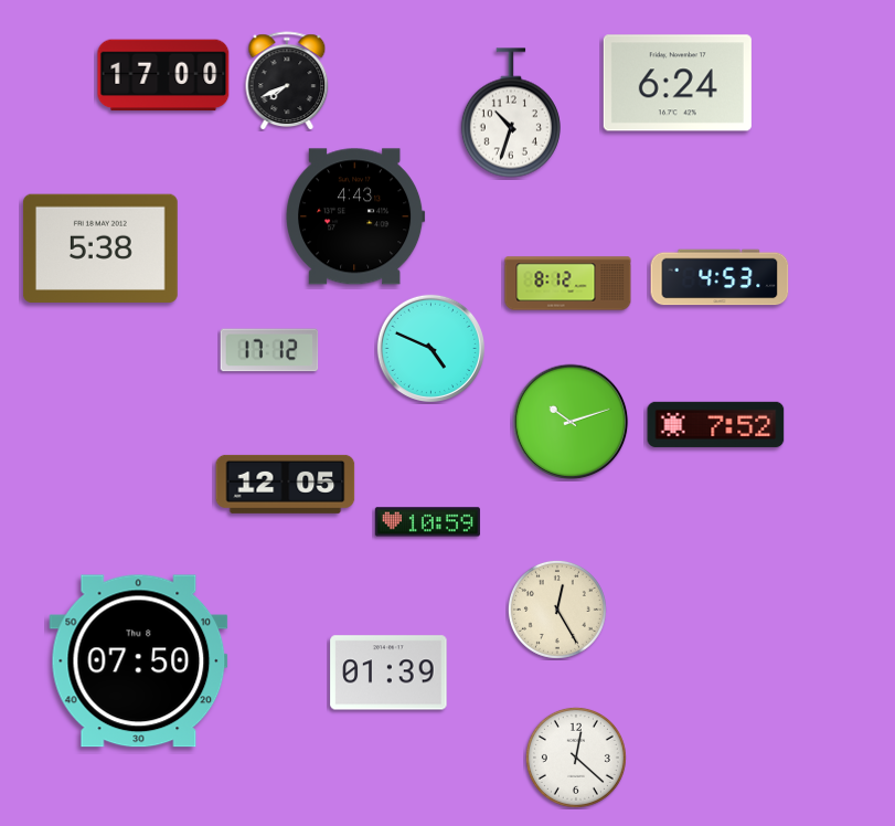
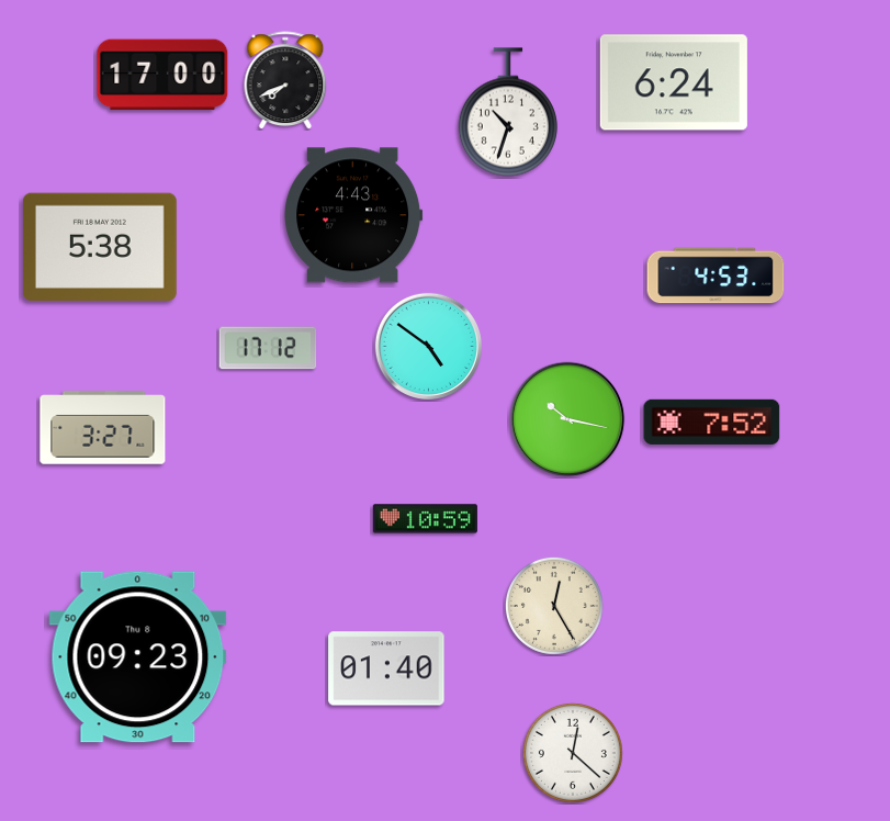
clock at (568, 284): 8:12 -> none
clock at (430, 348): 4:49 -> 4:51
clock at (571, 422): 10:12 -> 10:17
clock at (103, 428): none -> 3:27
clock at (286, 484): 12:05 -> none
clock at (139, 661): 07:50 -> 09:23
clock at (388, 673): 01:39 -> 01:40
